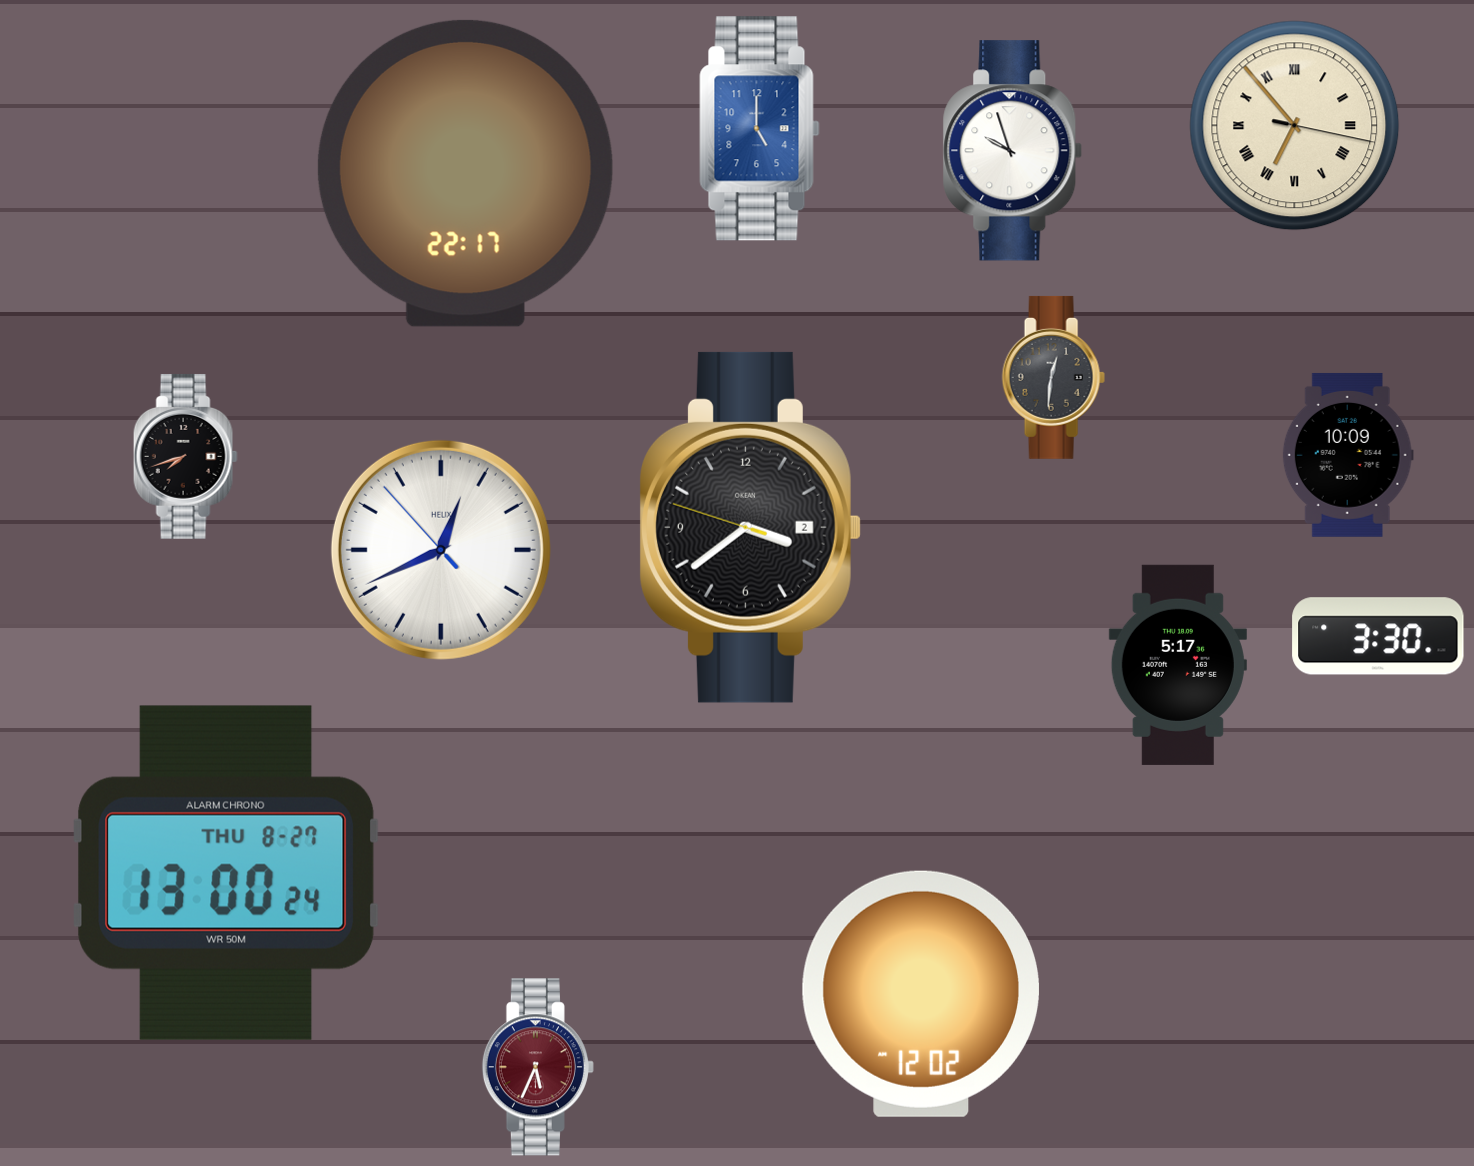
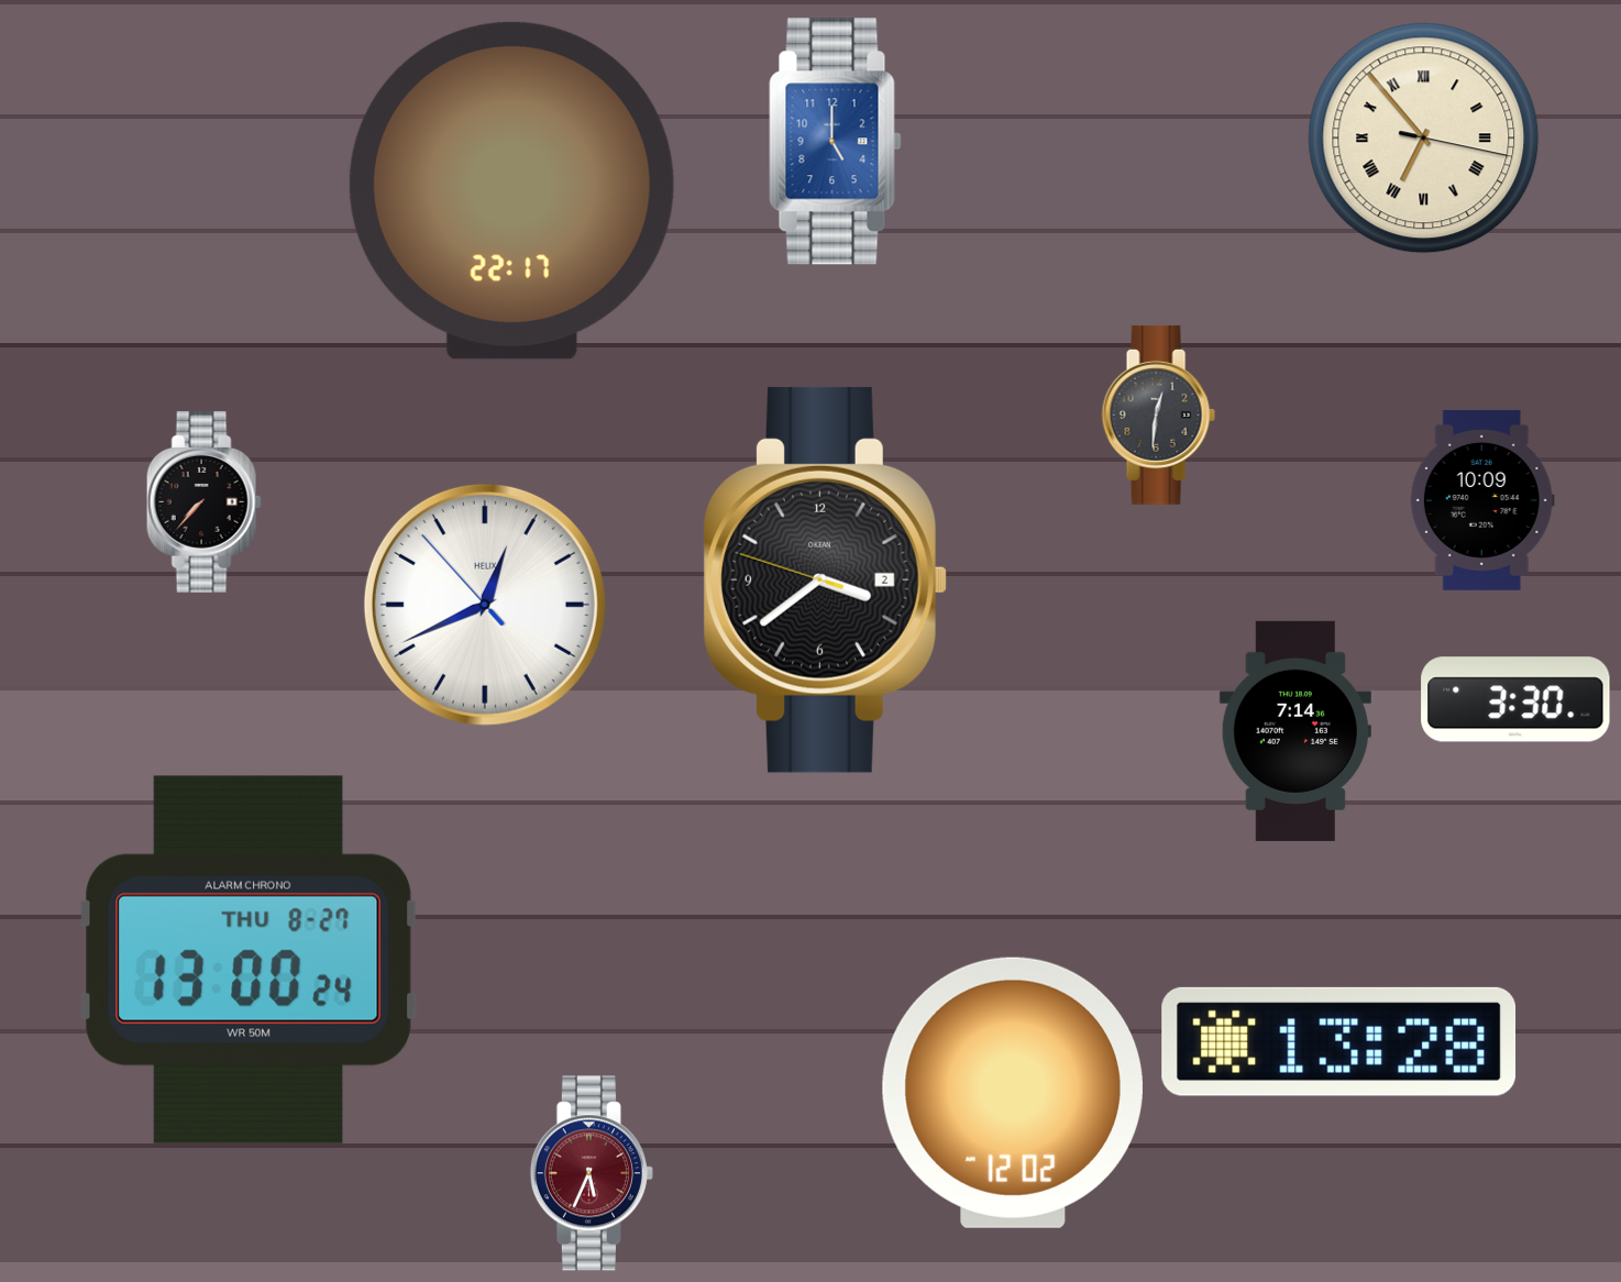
clock at (1013, 151): 9:57 -> none
clock at (185, 456): 7:42 -> 7:37
clock at (1178, 665): 5:17 -> 7:14
clock at (1339, 1041): none -> 13:28
